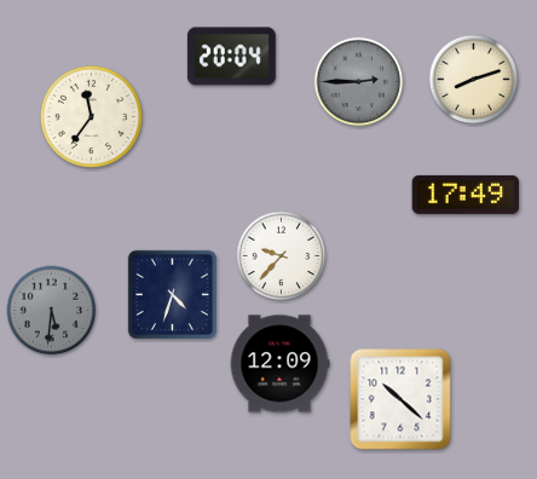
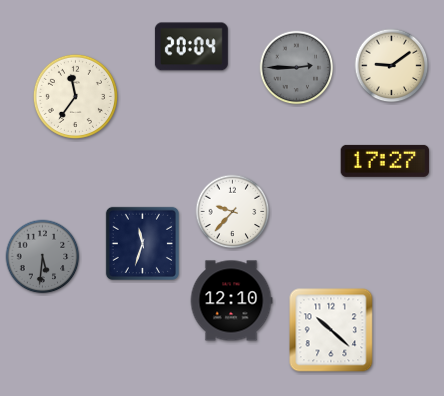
clock at (474, 80): 8:12 -> 9:09
clock at (466, 195): 17:49 -> 17:27
clock at (172, 294): 4:33 -> 11:33
clock at (279, 364): 12:09 -> 12:10
